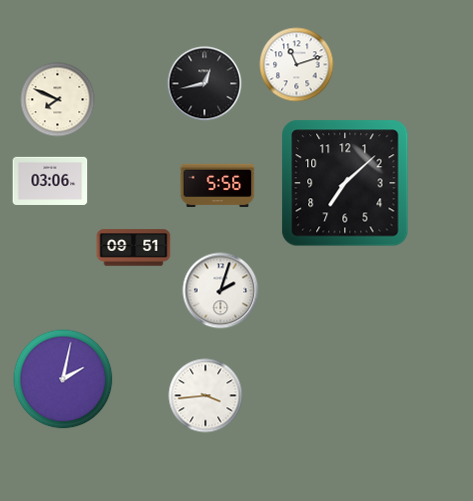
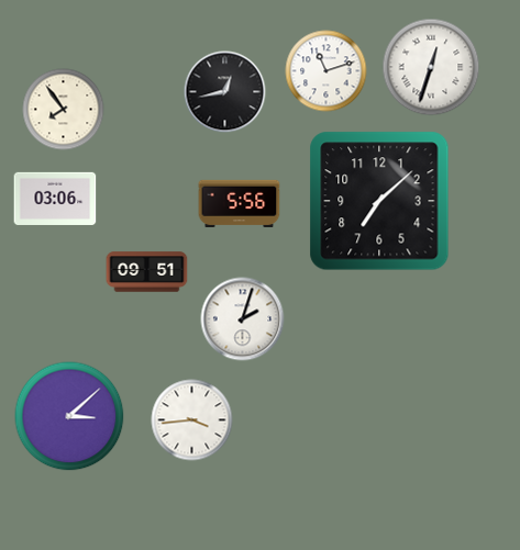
clock at (431, 67): none -> 12:33
clock at (58, 100): 7:49 -> 7:54
clock at (63, 379): 2:02 -> 3:08
clock at (206, 396) position: (206, 396) -> (192, 420)
